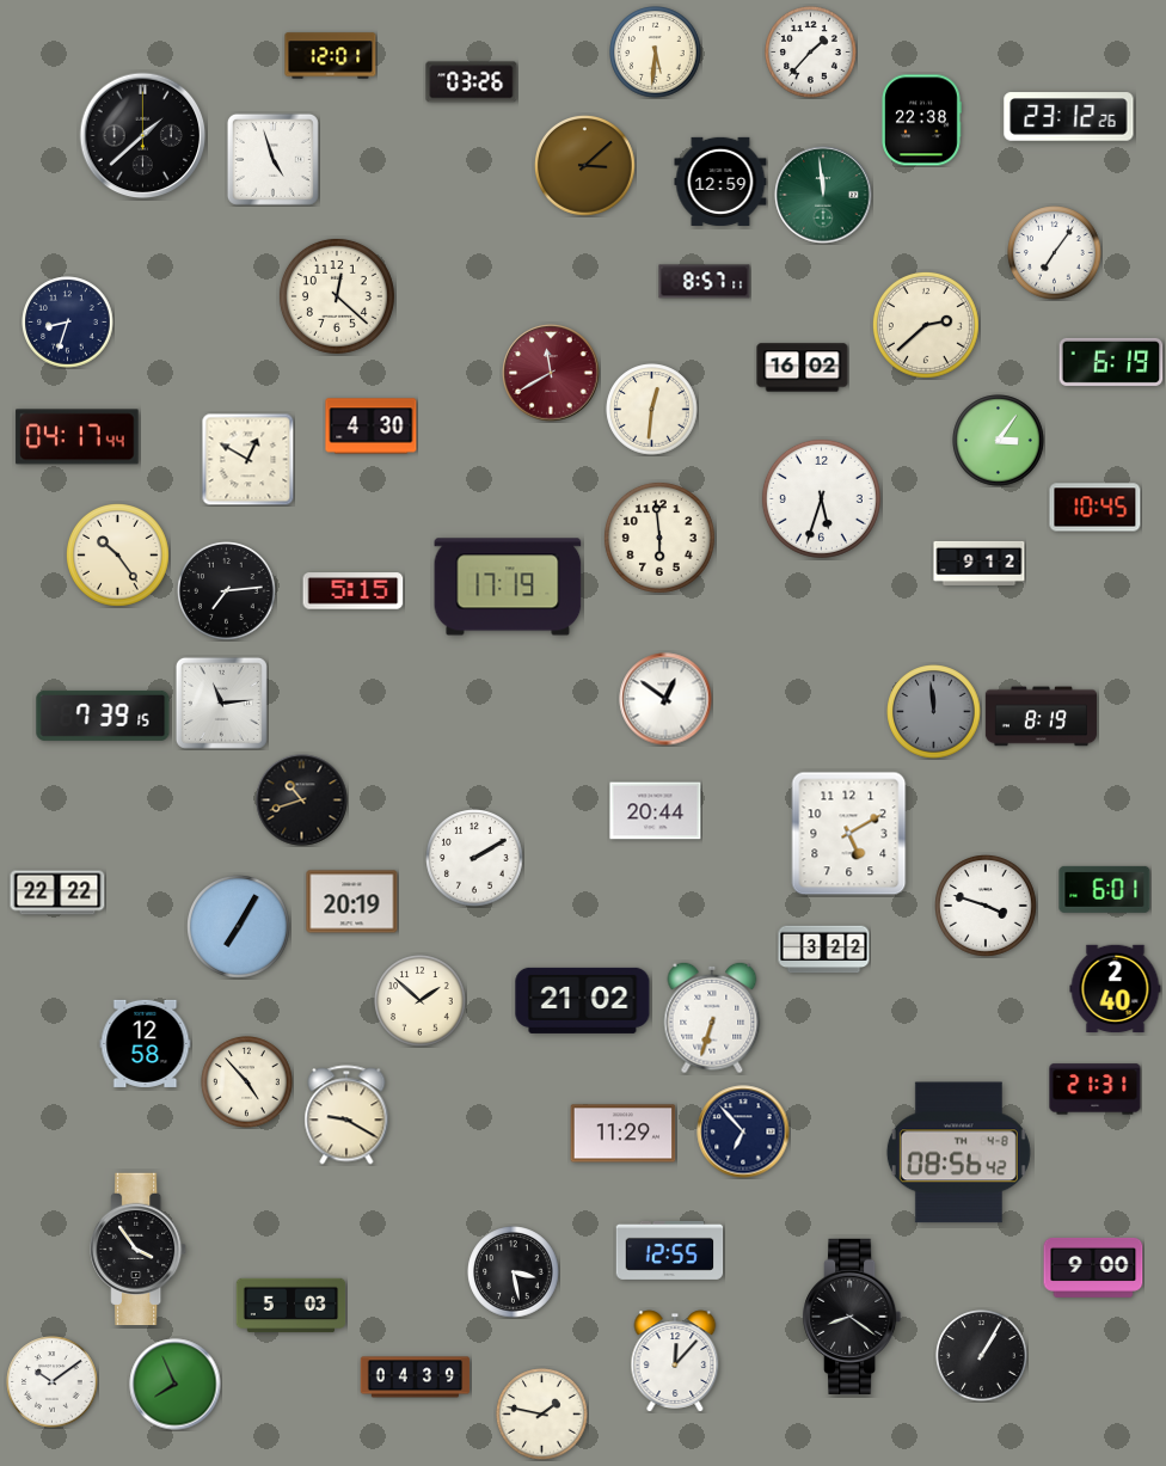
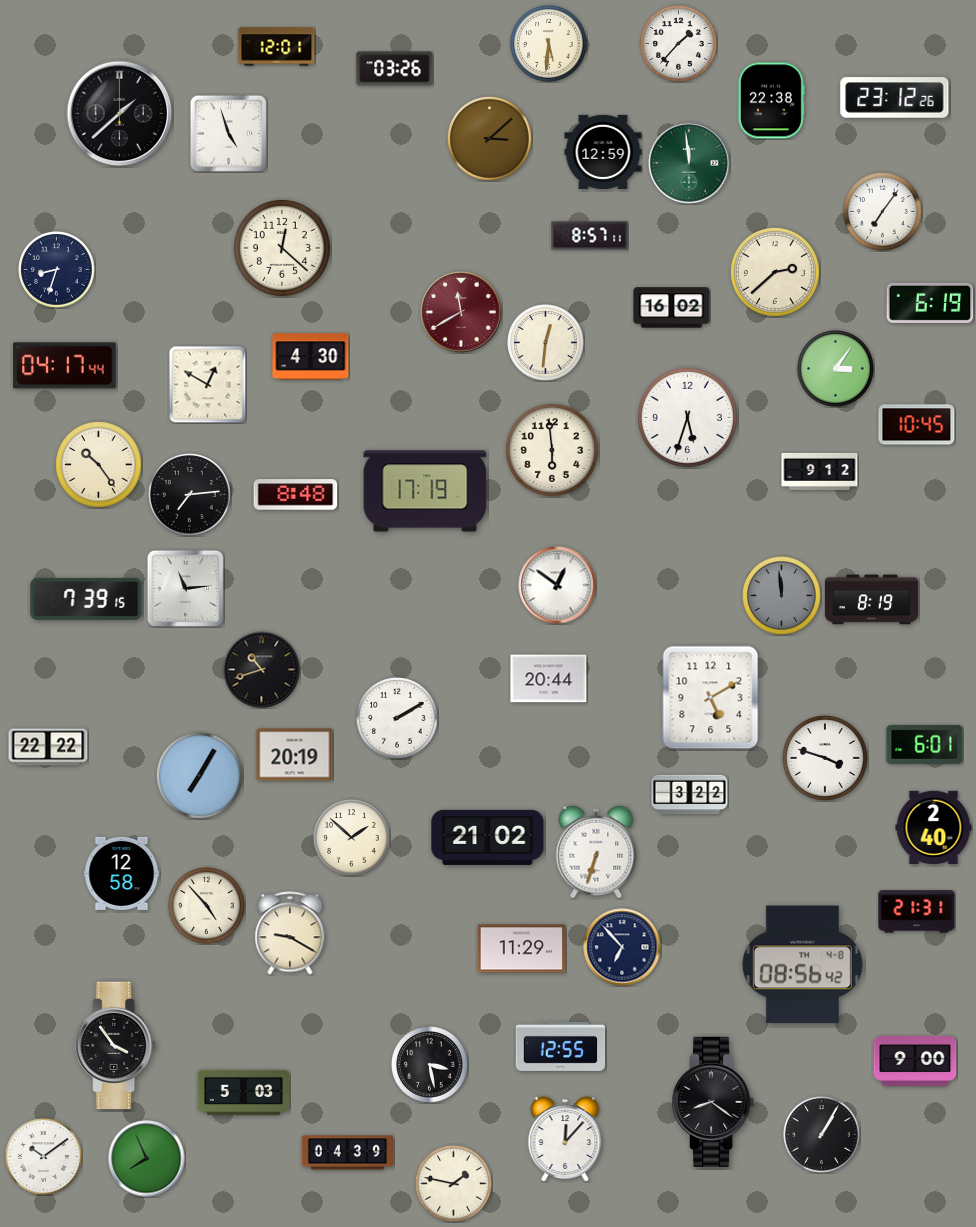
clock at (354, 591): 5:15 -> 8:48
clock at (302, 801) position: (302, 801) -> (262, 670)
